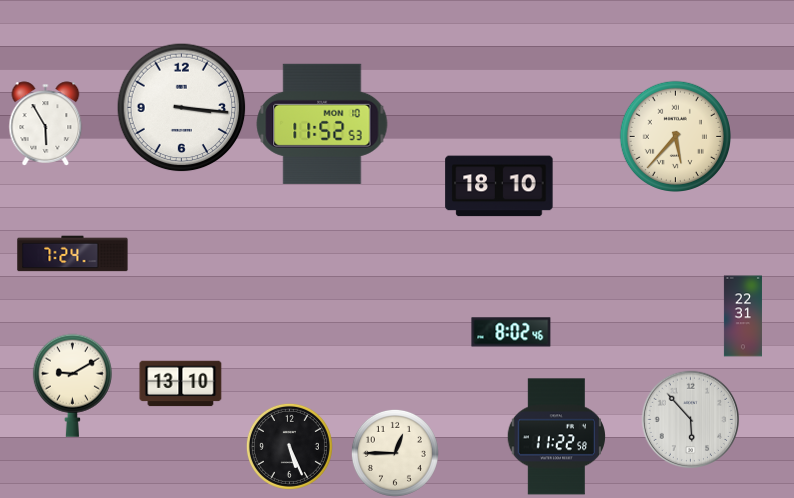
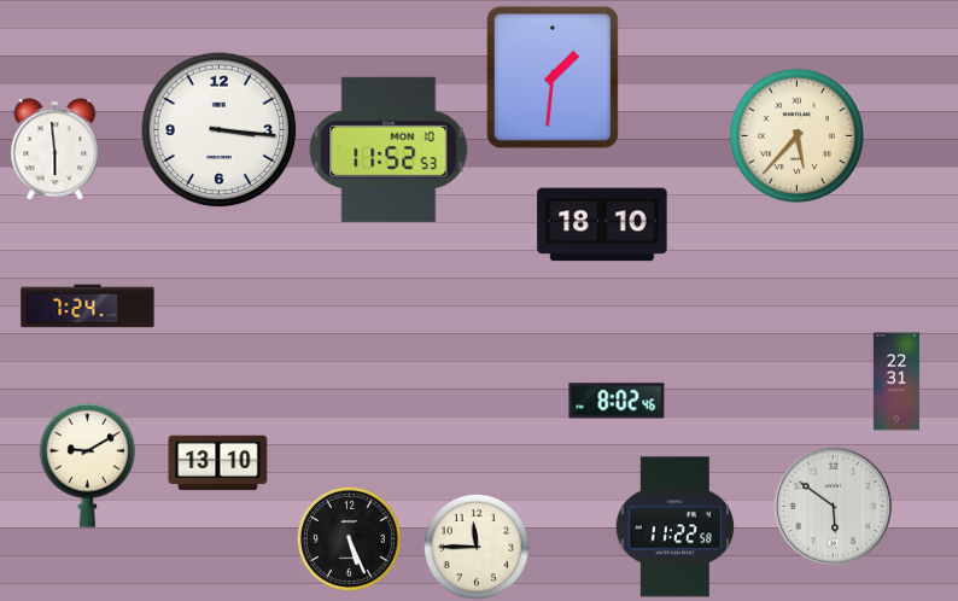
clock at (553, 77): none -> 1:31
clock at (46, 124): 5:55 -> 5:59
clock at (675, 136) position: (675, 136) -> (796, 135)
clock at (691, 420): 5:53 -> 5:51
clock at (556, 437) position: (556, 437) -> (674, 527)
clock at (395, 453): 12:45 -> 11:45
